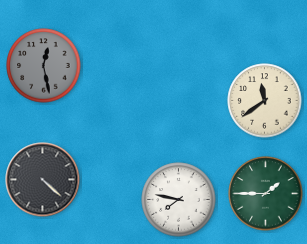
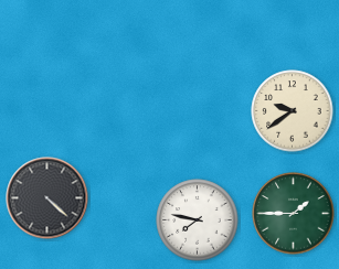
clock at (44, 66): 12:28 -> none
clock at (265, 101): 11:39 -> 9:39
